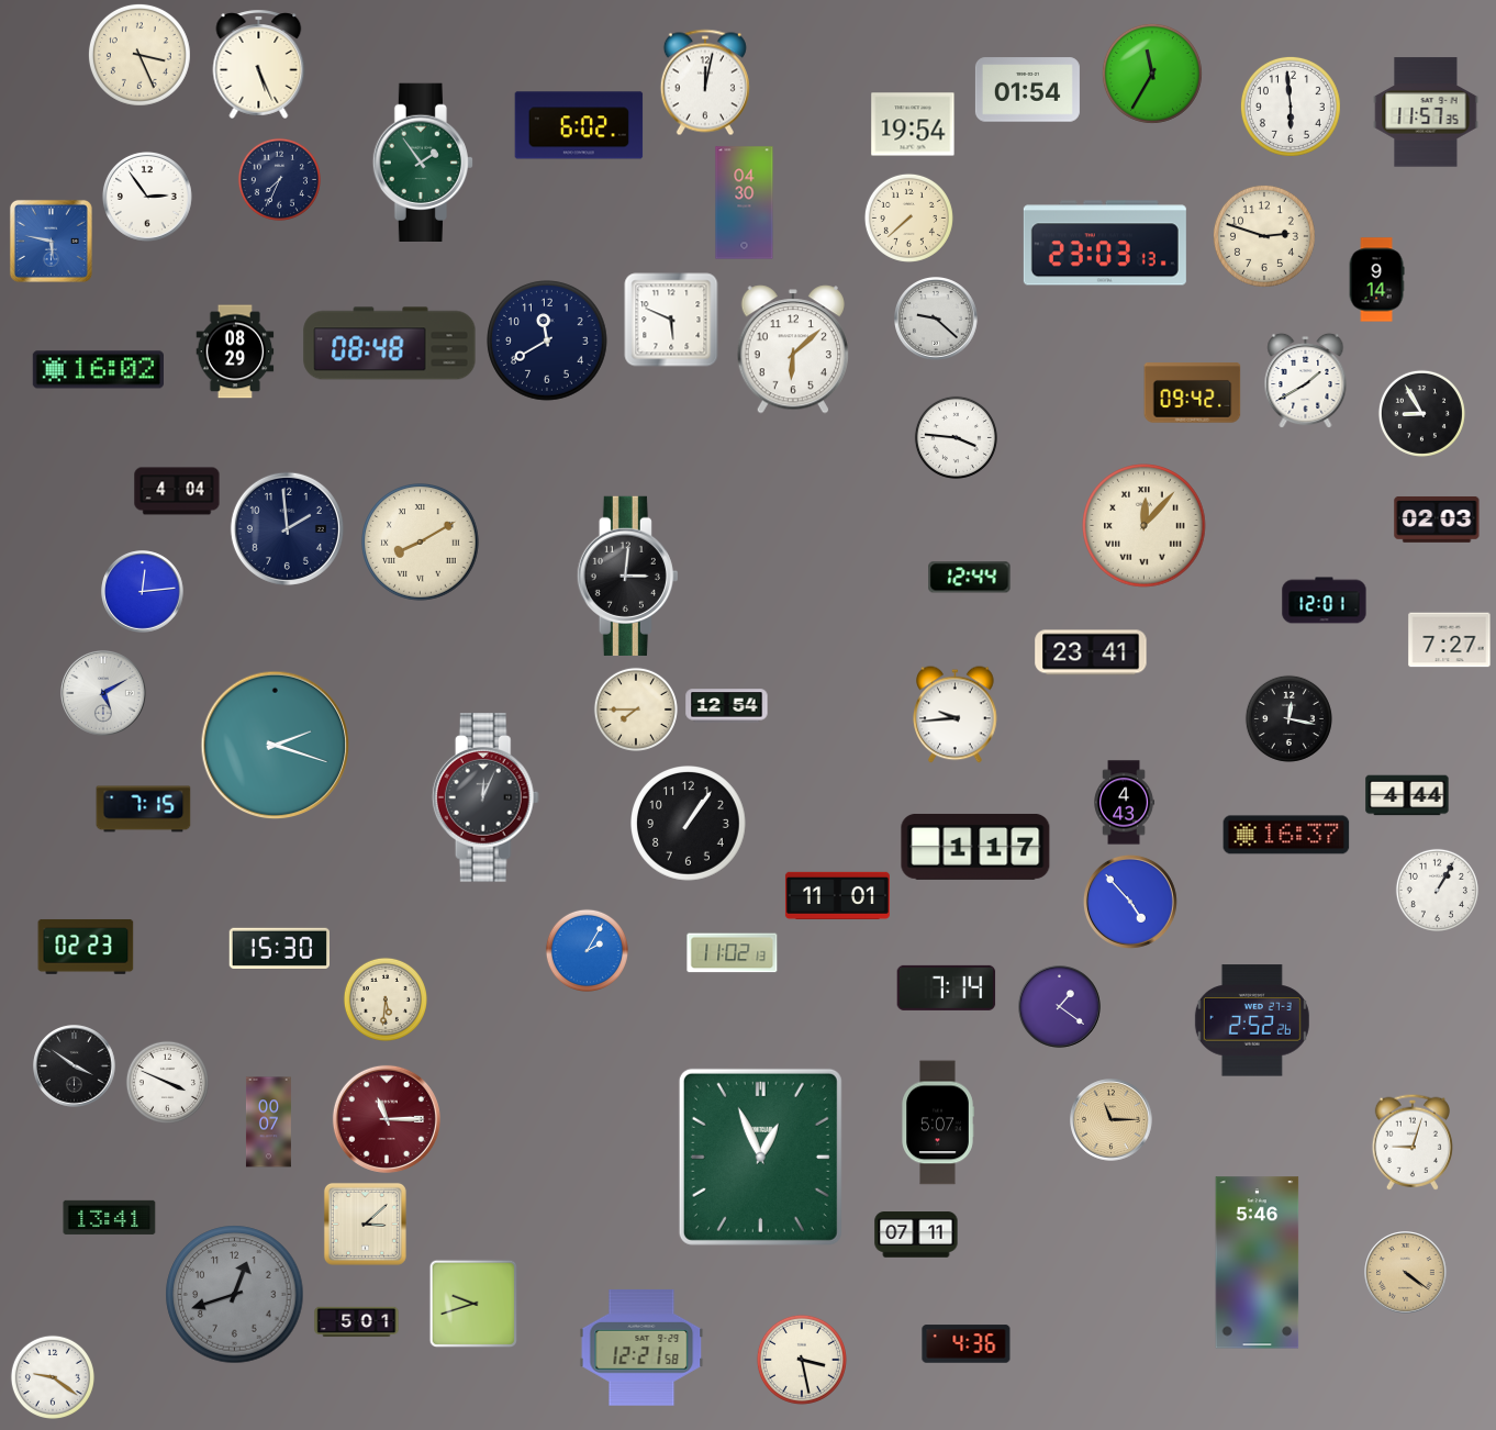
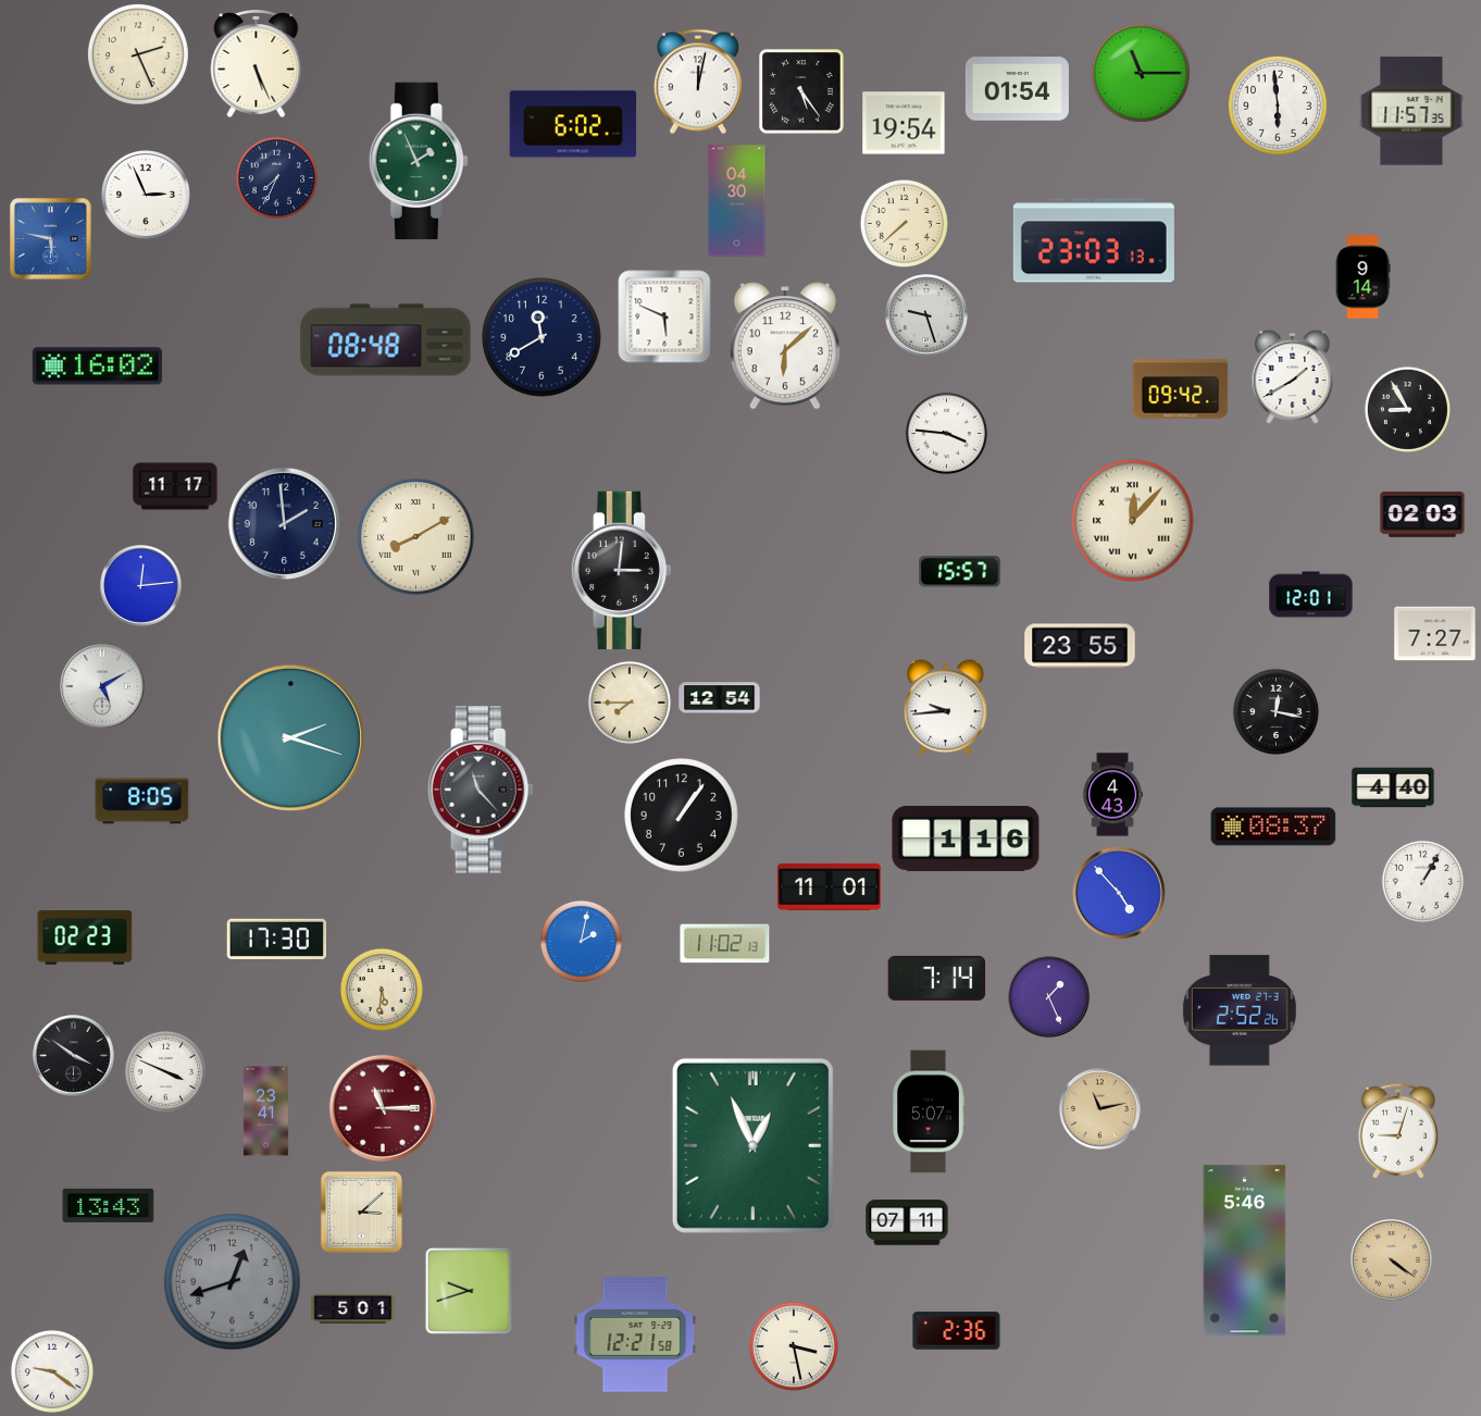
clock at (139, 55): 3:26 -> 2:26
clock at (1152, 74): 11:35 -> 11:15
clock at (801, 91): none -> 5:24
clock at (422, 161): 1:54 -> 1:56
clock at (147, 197): 2:54 -> 2:56
clock at (908, 217) position: (908, 217) -> (904, 223)
clock at (1264, 236): 2:48 -> none
clock at (936, 320): 9:22 -> 9:27
clock at (235, 351): 08:29 -> none
clock at (177, 491): 4:04 -> 11:17
clock at (970, 578): 12:44 -> 15:57
clock at (1091, 652): 23:41 -> 23:55
clock at (276, 746) position: (276, 746) -> (291, 738)
clock at (1407, 795): 4:44 -> 4:40
clock at (485, 797): 12:04 -> 11:23
clock at (144, 809): 7:15 -> 8:05
clock at (1286, 835): 16:37 -> 08:37
clock at (975, 847): 1:17 -> 1:16
clock at (279, 948): 15:30 -> 17:30
clock at (587, 950): 2:05 -> 2:02
clock at (1060, 1007): 1:21 -> 1:26
clock at (1112, 1120): 11:15 -> 11:13
clock at (268, 1122): 00:07 -> 23:41
clock at (110, 1217): 13:41 -> 13:43
clock at (967, 1344): 4:36 -> 2:36
clock at (53, 1377) position: (53, 1377) -> (52, 1371)
